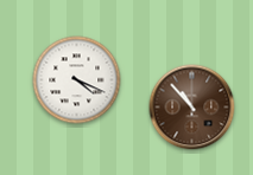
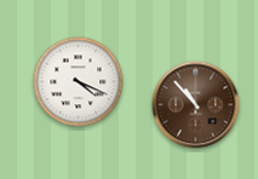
clock at (192, 108) position: (192, 108) -> (196, 105)
